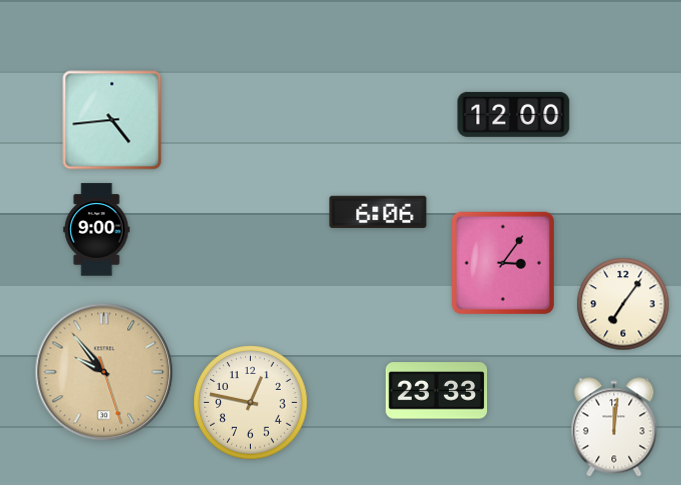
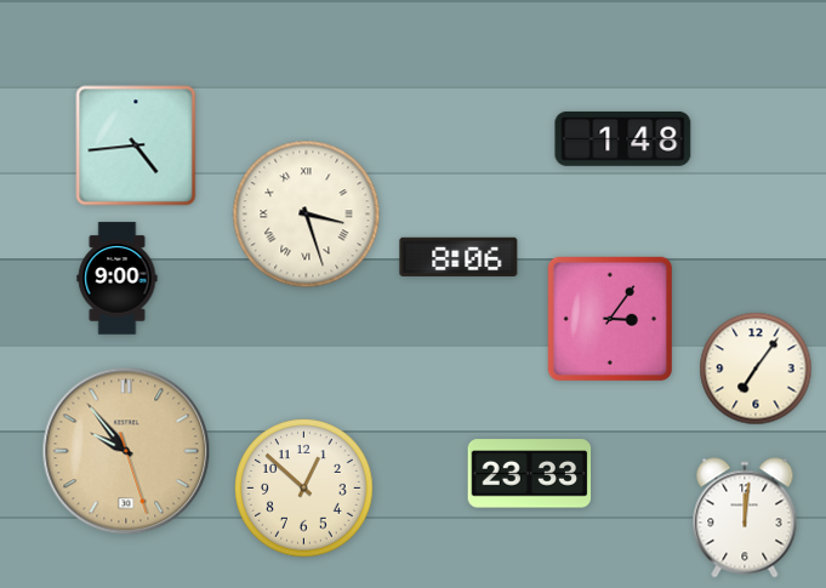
clock at (514, 114): 12:00 -> 1:48
clock at (307, 215): none -> 3:27
clock at (378, 212): 6:06 -> 8:06
clock at (251, 403): 12:47 -> 12:52
